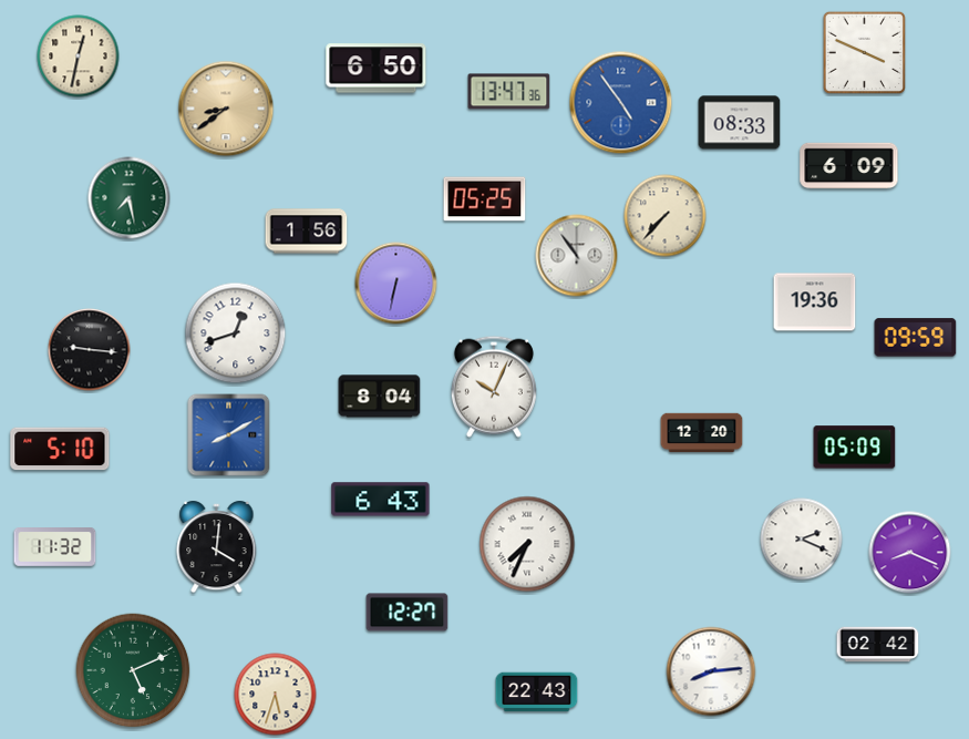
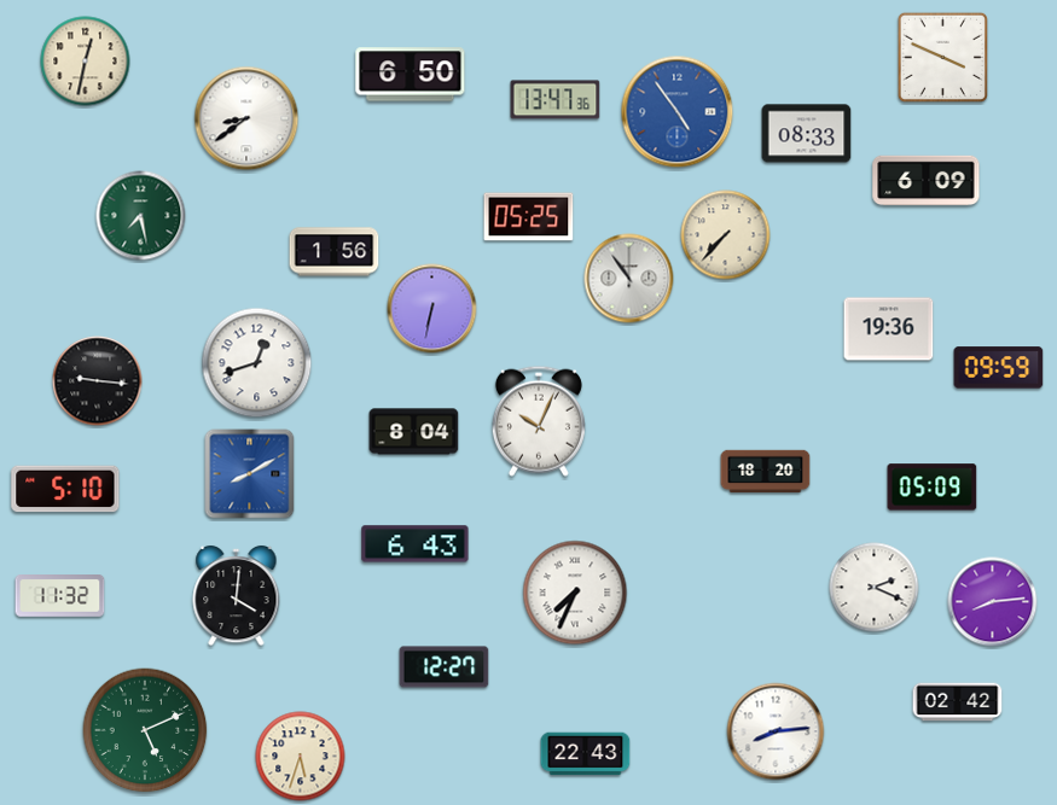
clock at (226, 109) dial: champagne -> white
clock at (702, 433): 12:20 -> 18:20
clock at (910, 553): 8:19 -> 8:14
